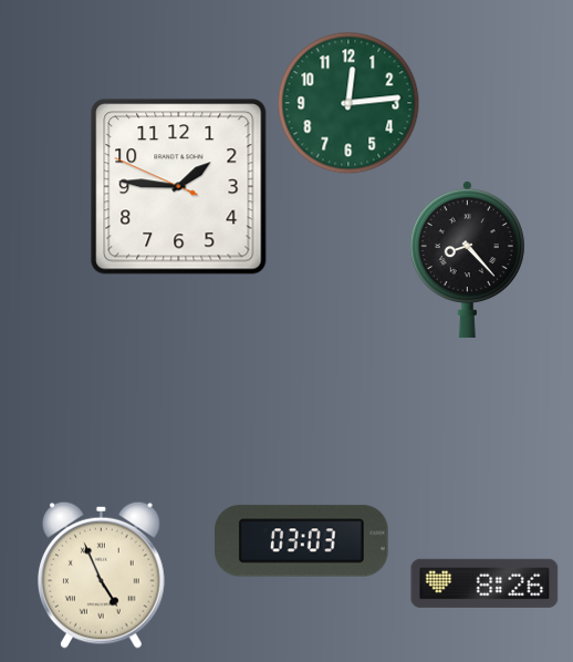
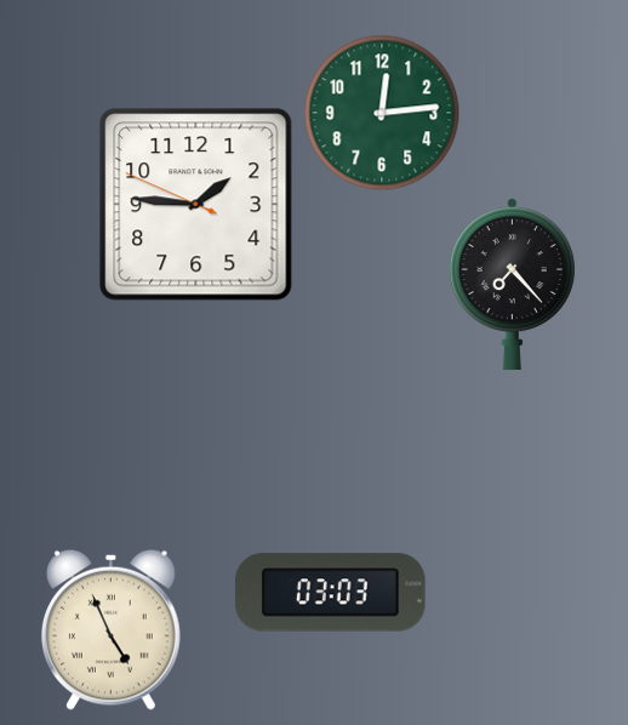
clock at (467, 260): 8:23 -> 7:23
clock at (485, 583): 8:26 -> none
